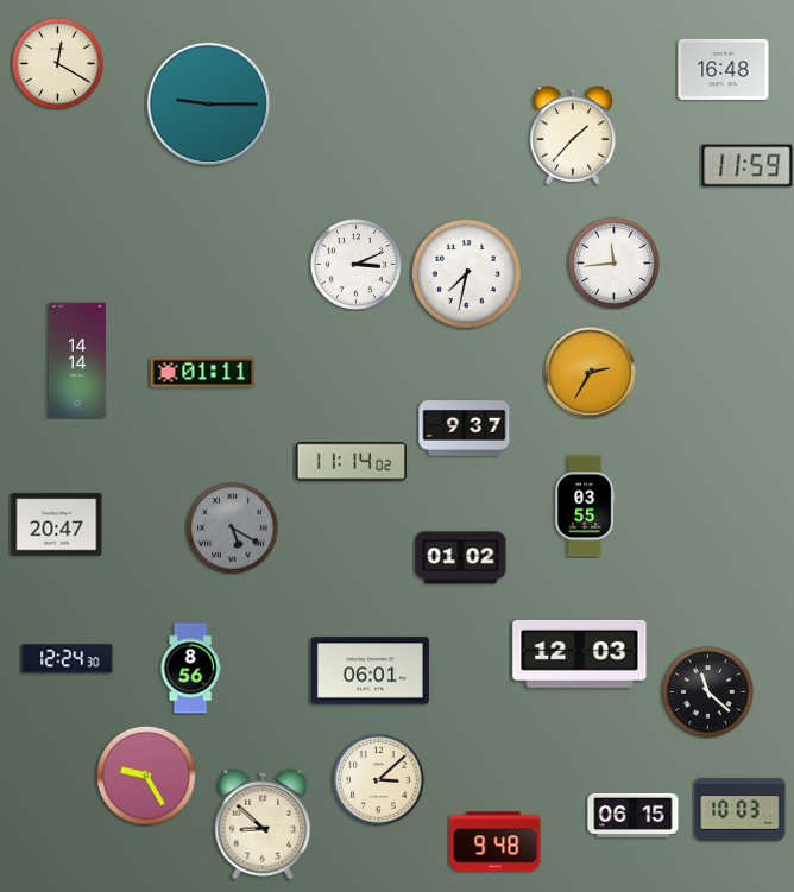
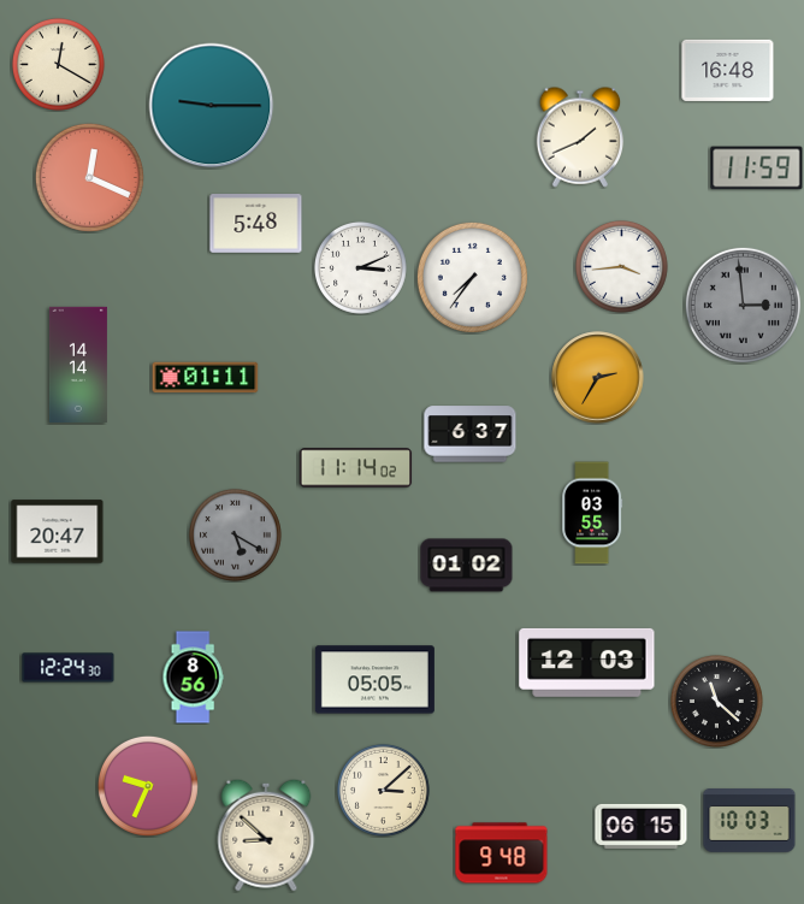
clock at (724, 69) position: (724, 69) -> (728, 70)
clock at (573, 135): 1:37 -> 1:41
clock at (89, 177): none -> 12:19
clock at (256, 224): none -> 5:48
clock at (613, 262): 11:44 -> 3:44
clock at (466, 273): 7:32 -> 7:36
clock at (743, 305): none -> 2:59
clock at (465, 429): 9:37 -> 6:37
clock at (370, 671): 06:01 -> 05:05
clock at (146, 776): 9:25 -> 9:34
